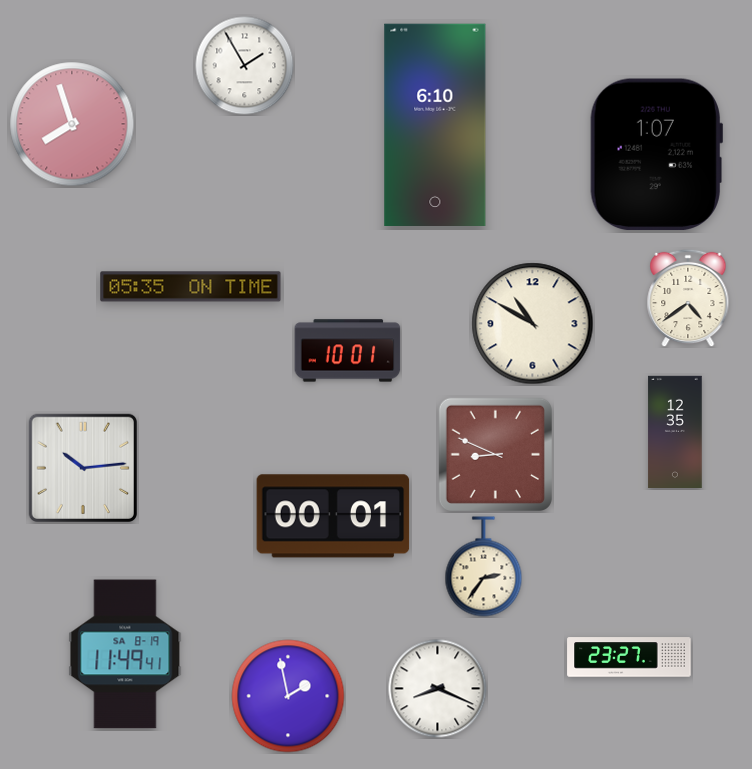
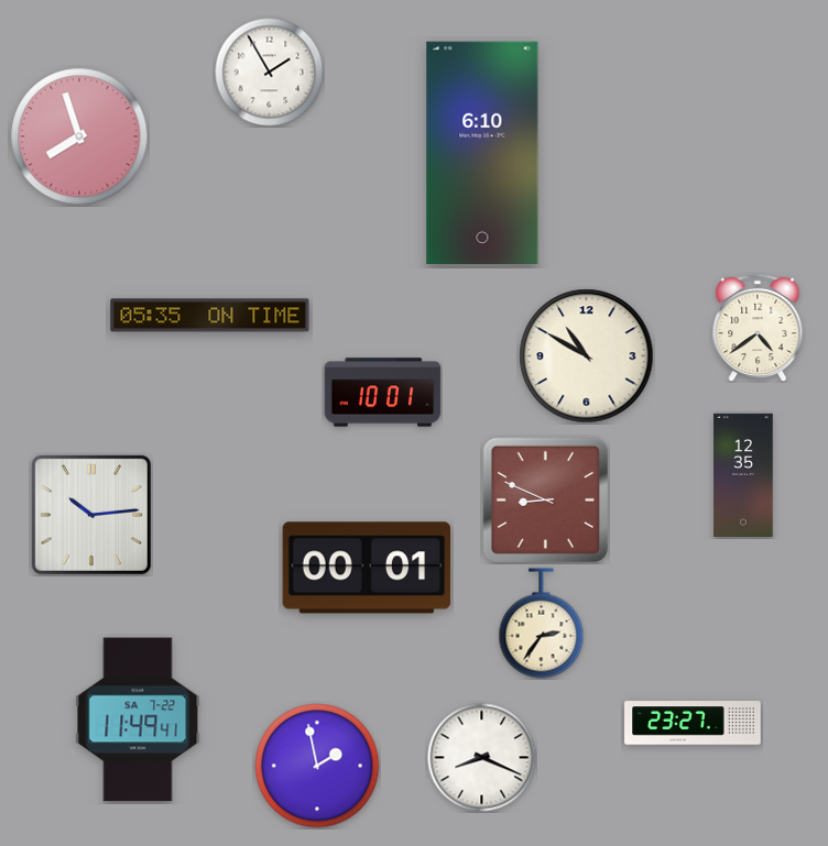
clock at (435, 124) position: (435, 124) -> (482, 152)
clock at (656, 155): 1:07 -> none
clock at (348, 351) position: (348, 351) -> (383, 393)
clock at (484, 567) position: (484, 567) -> (542, 624)
clock at (125, 654) date: SA 8-19 -> SA 7-22
